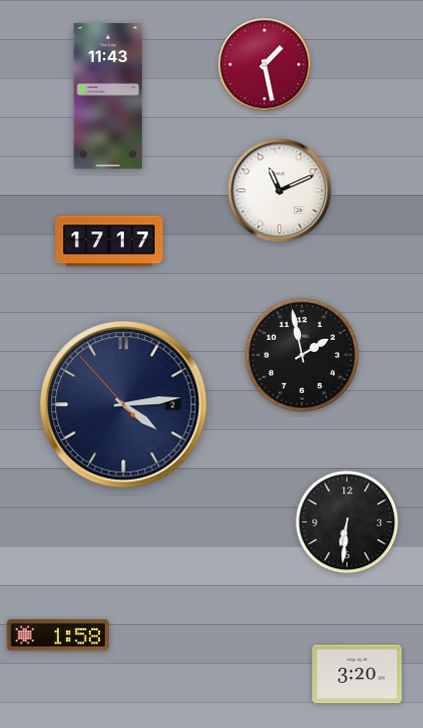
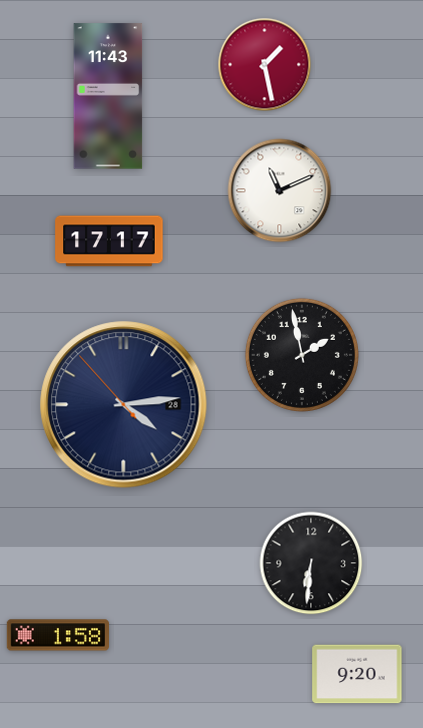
clock at (124, 405) date: 2 -> 28
clock at (347, 522) position: (347, 522) -> (311, 563)
clock at (357, 674): 3:20 -> 9:20
